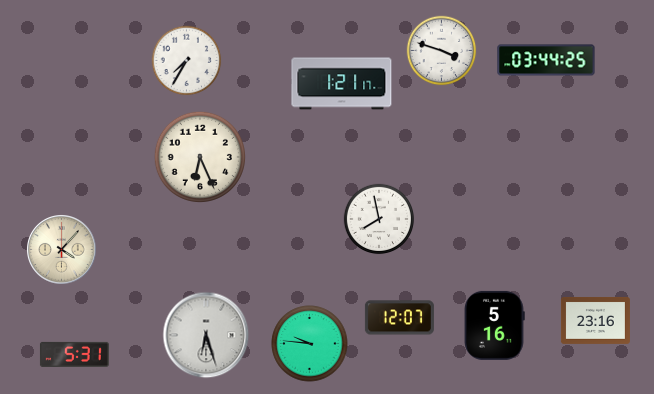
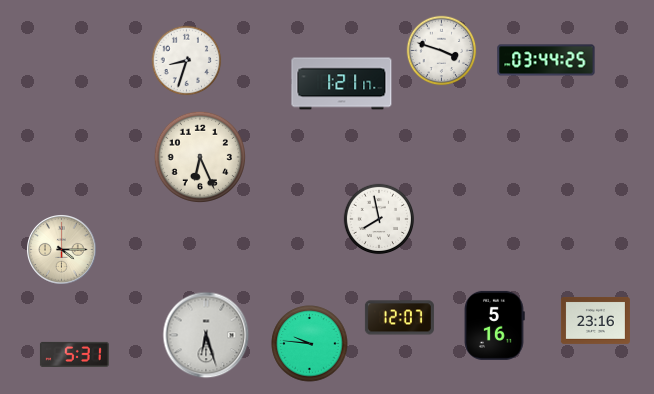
clock at (187, 61): 7:35 -> 8:33
clock at (62, 250): 4:07 -> 4:15
